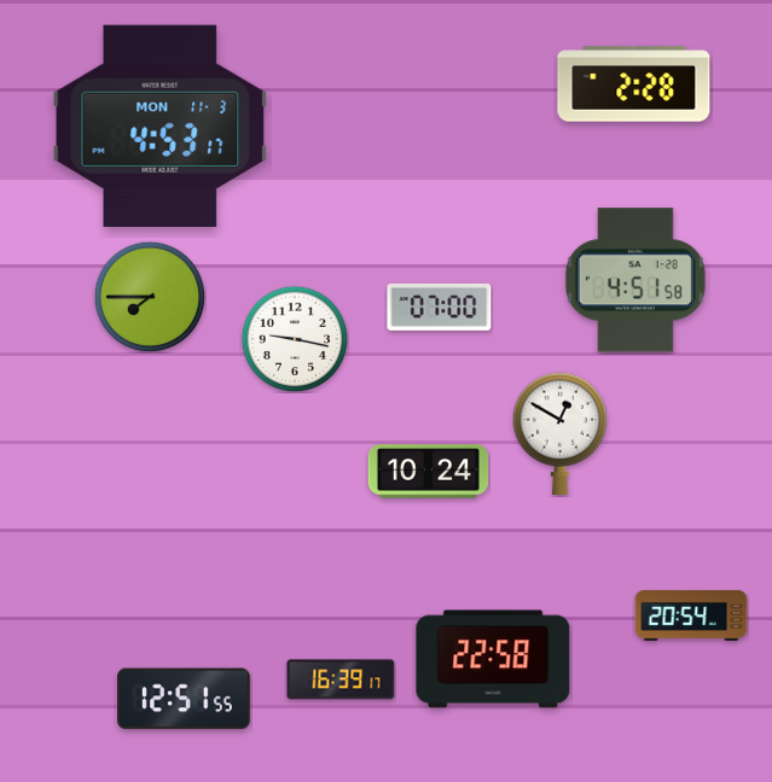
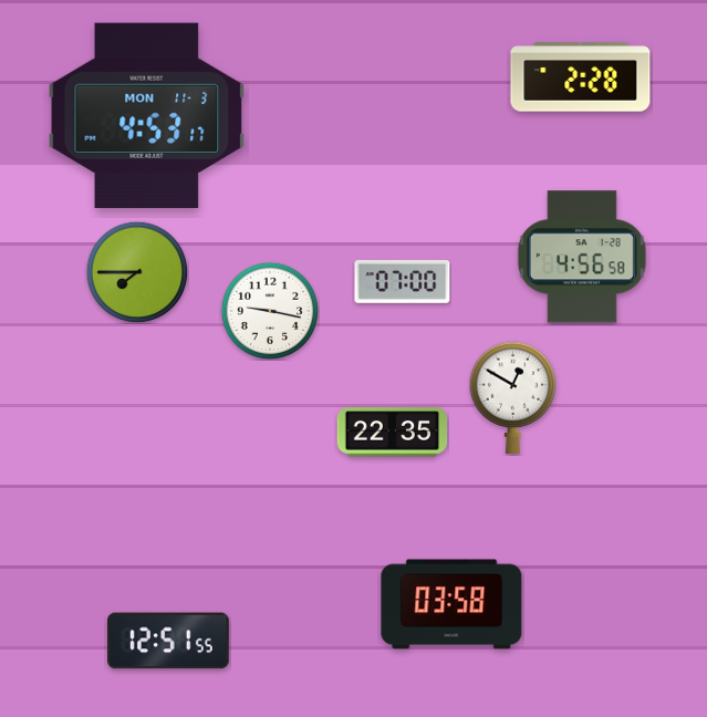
clock at (635, 280): 4:51 -> 4:56
clock at (429, 472): 10:24 -> 22:35
clock at (691, 617): 20:54 -> none
clock at (493, 659): 22:58 -> 03:58
clock at (341, 679): 16:39 -> none
